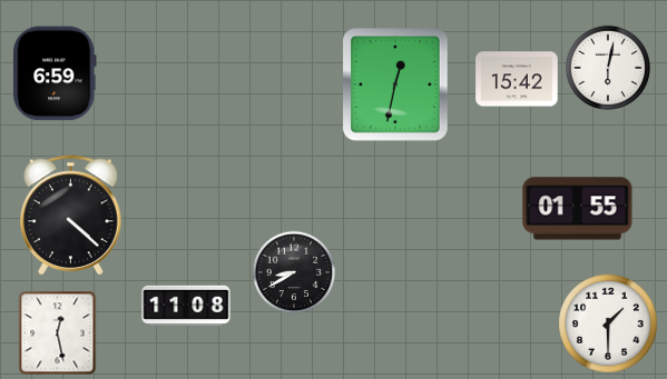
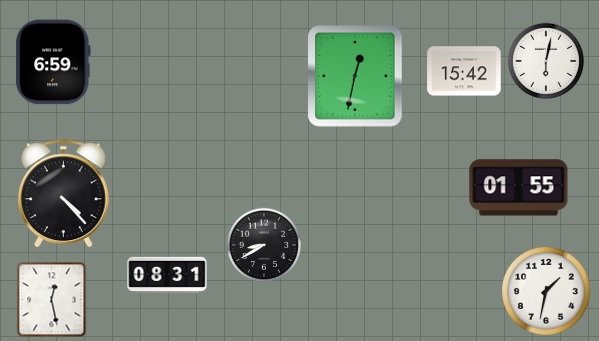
clock at (56, 73) position: (56, 73) -> (54, 62)
clock at (71, 216): 4:22 -> 4:23
clock at (186, 306): 11:08 -> 08:31
clock at (608, 323): 1:30 -> 1:32
